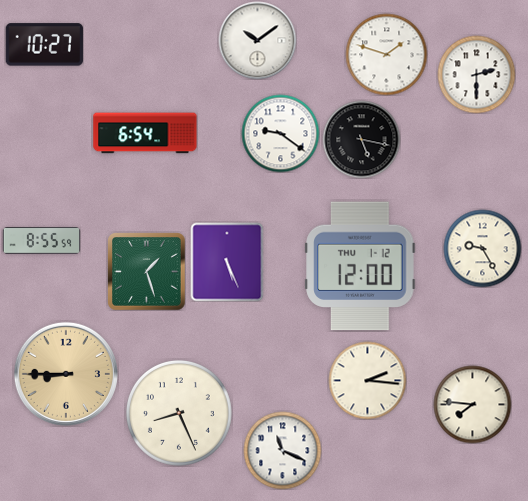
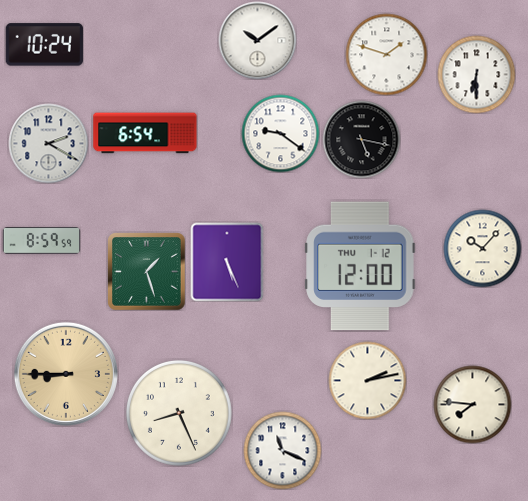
clock at (44, 45): 10:27 -> 10:24
clock at (476, 74): 2:30 -> 6:30
clock at (48, 143): none -> 2:20
clock at (41, 241): 8:55 -> 8:59
clock at (482, 248): 9:25 -> 10:07
clock at (367, 380): 2:16 -> 2:13
